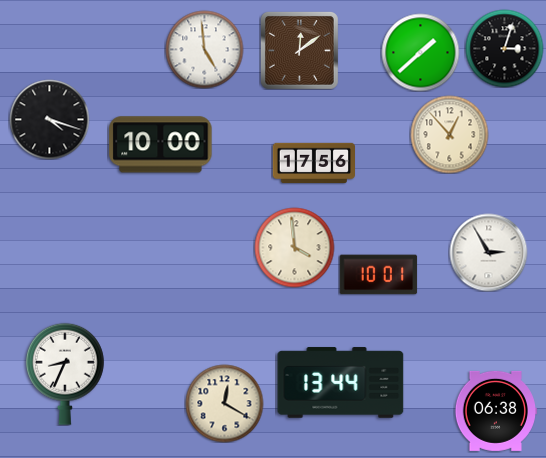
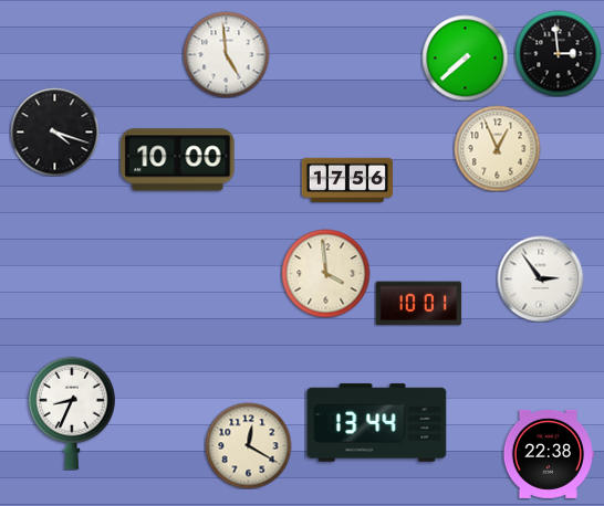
clock at (504, 48): 3:03 -> 2:59
clock at (299, 50): 12:09 -> none
clock at (420, 52): 1:38 -> 7:38
clock at (449, 134): 12:53 -> 12:56
clock at (488, 252): 2:55 -> 2:54
clock at (495, 411): 06:38 -> 22:38
